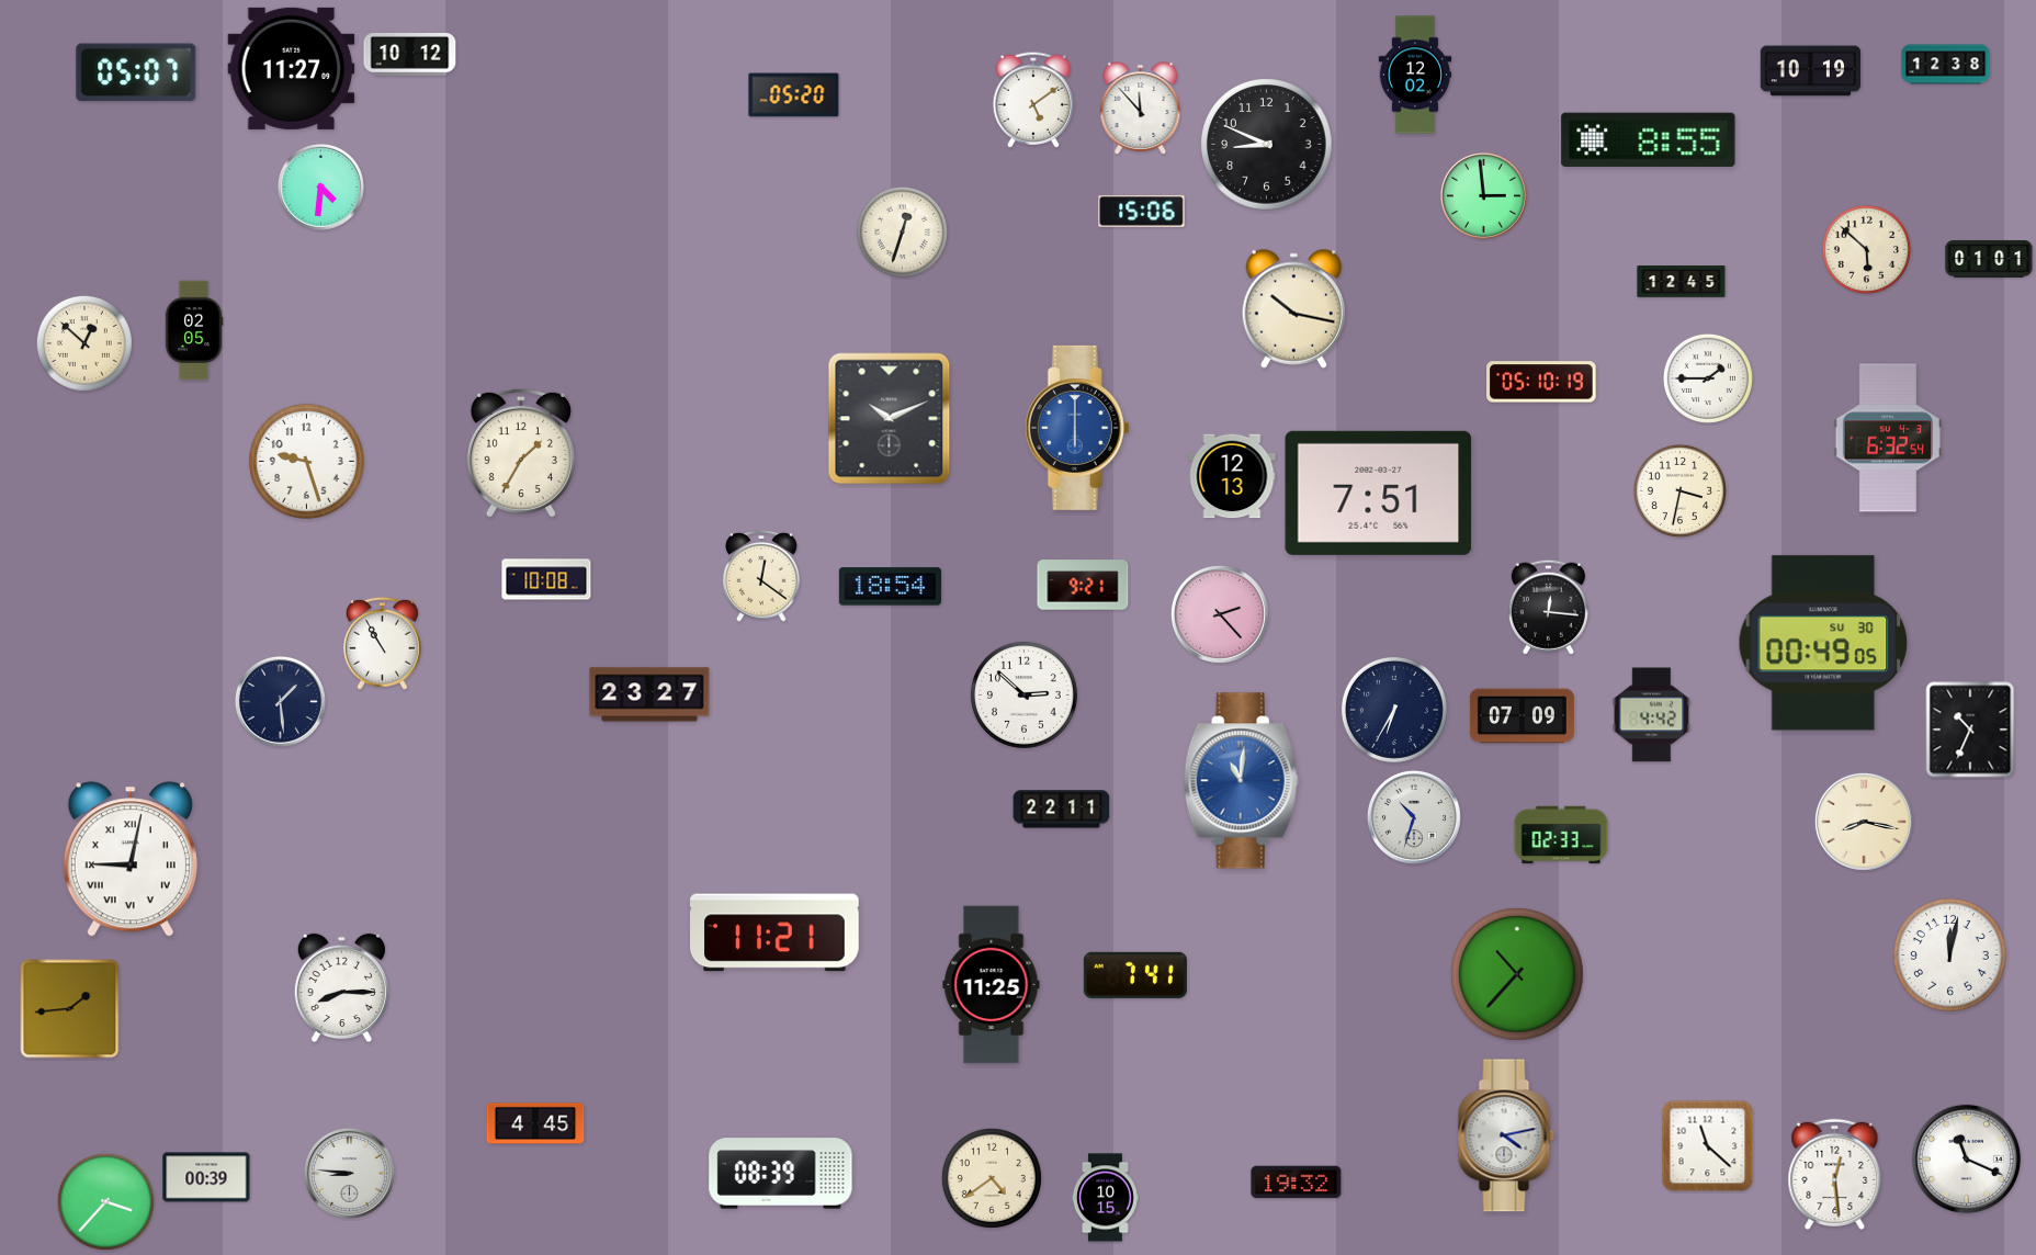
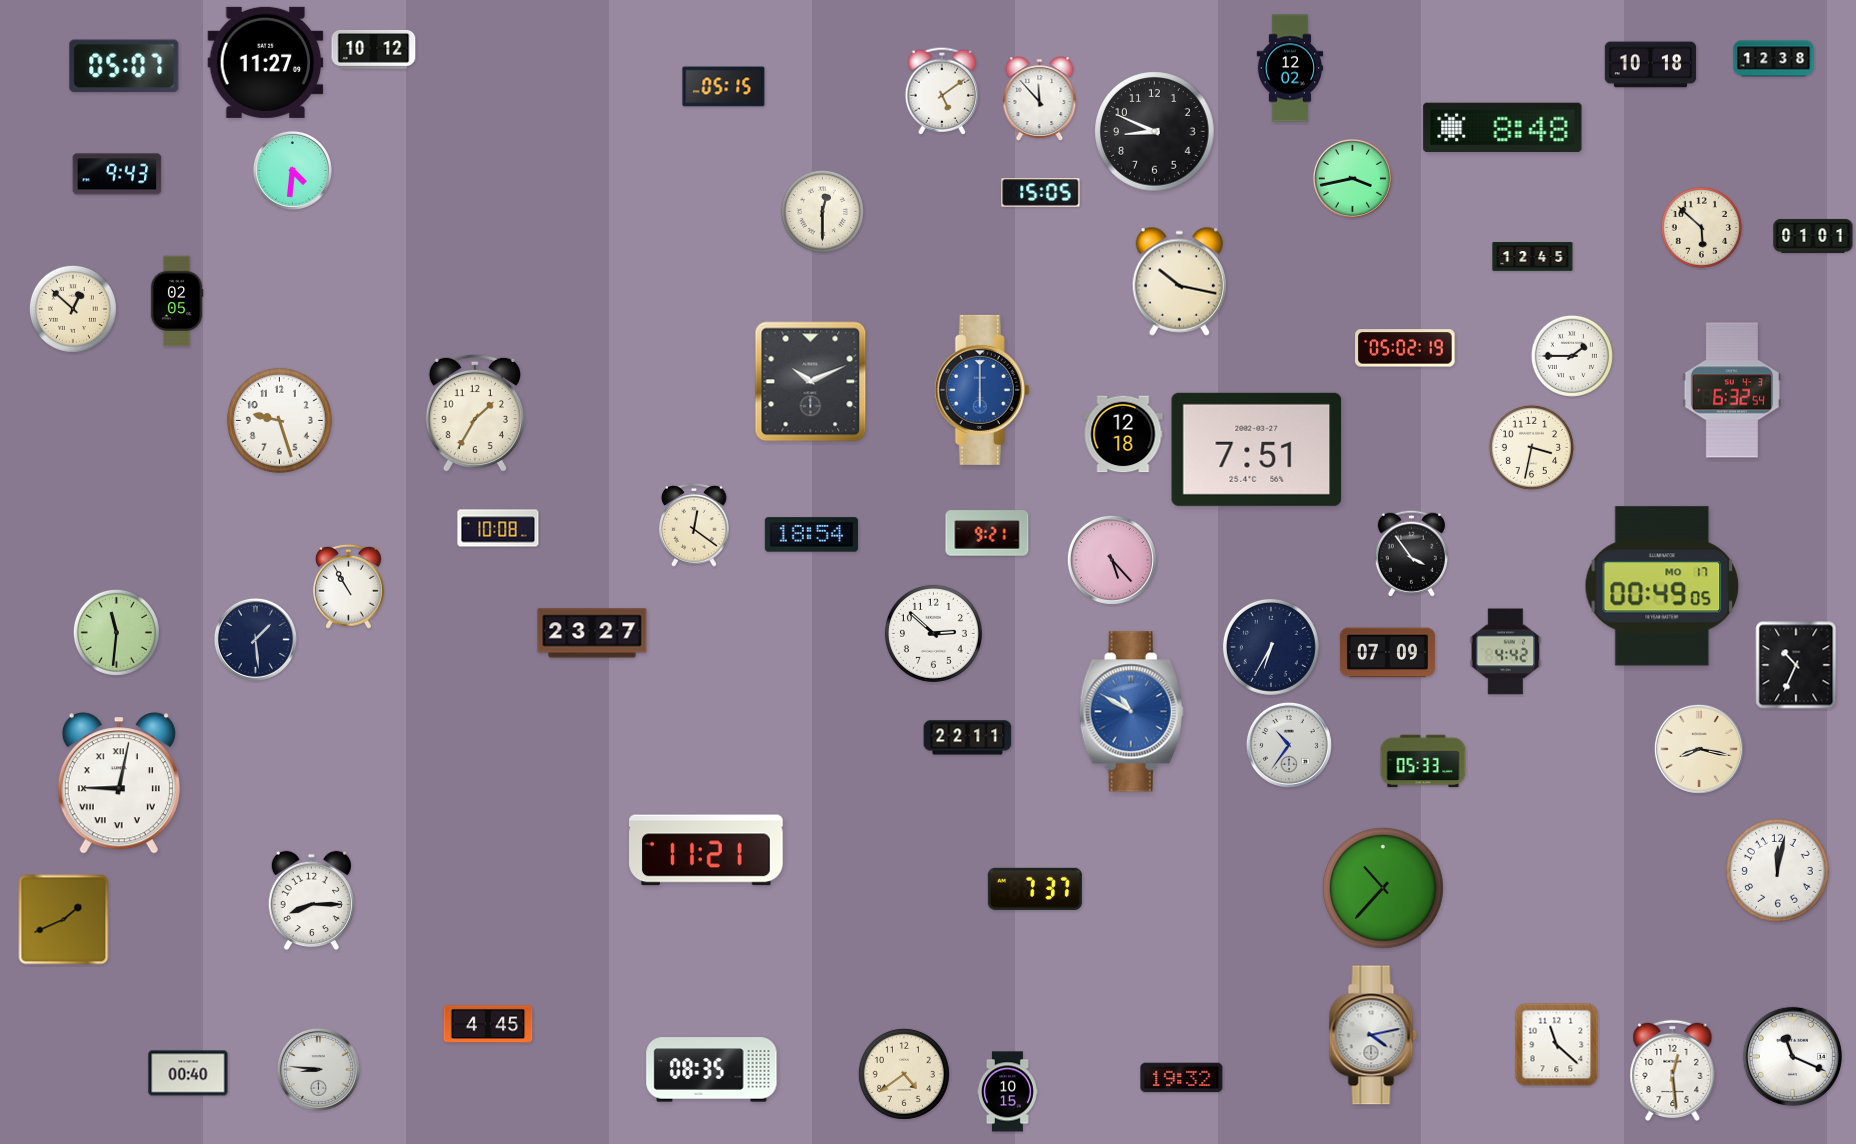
clock at (1811, 71): 10:19 -> 10:18
clock at (794, 95): 05:20 -> 05:15
clock at (1649, 139): 8:55 -> 8:48
clock at (117, 174): none -> 9:43
clock at (1483, 195): 2:59 -> 3:43
clock at (1142, 212): 15:06 -> 15:05
clock at (902, 231): 12:33 -> 12:30
clock at (84, 343) position: (84, 343) -> (73, 309)
clock at (1708, 378) position: (1708, 378) -> (1572, 356)
clock at (1541, 382): 05:10 -> 05:02
clock at (1887, 438) position: (1887, 438) -> (1731, 390)
clock at (1232, 476): 12:13 -> 12:18
clock at (1548, 607): 12:16 -> 3:54
clock at (1220, 614): 2:23 -> 5:23
clock at (1823, 643) date: SU 30 -> MO 17
clock at (116, 632): none -> 11:31
clock at (1241, 781): 11:01 -> 10:50
clock at (1414, 817): 10:33 -> 10:36
clock at (1561, 835): 02:33 -> 05:33
clock at (1135, 975): 7:41 -> 7:37
clock at (992, 985): 11:25 -> none
clock at (70, 1009): 1:44 -> 1:41
clock at (781, 1174): 08:39 -> 08:35
clock at (206, 1177): 00:39 -> 00:40
clock at (105, 1201): 3:37 -> none
